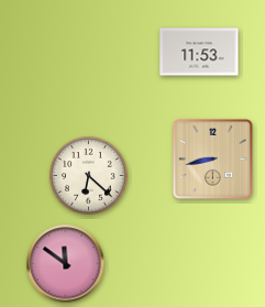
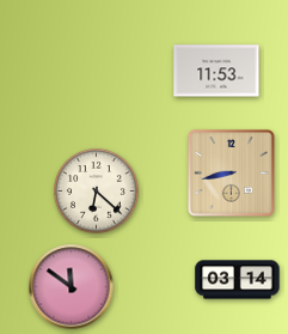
clock at (199, 52) position: (199, 52) -> (216, 71)
clock at (238, 280): none -> 03:14
